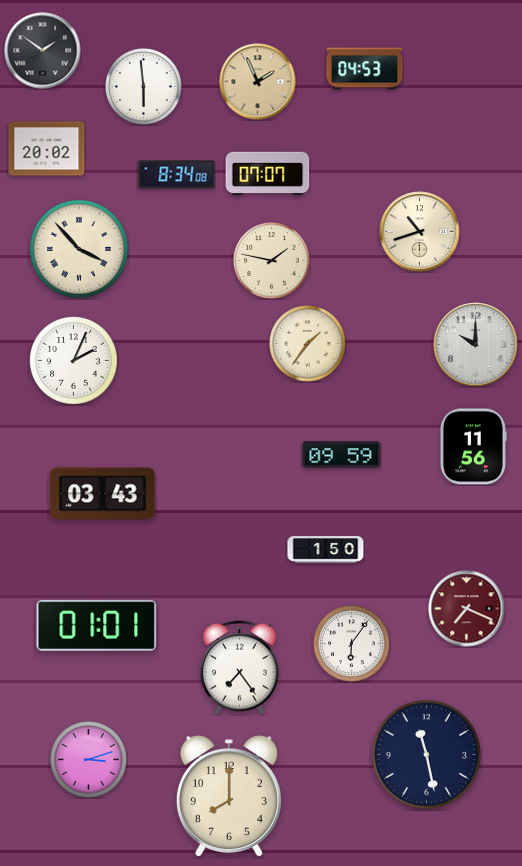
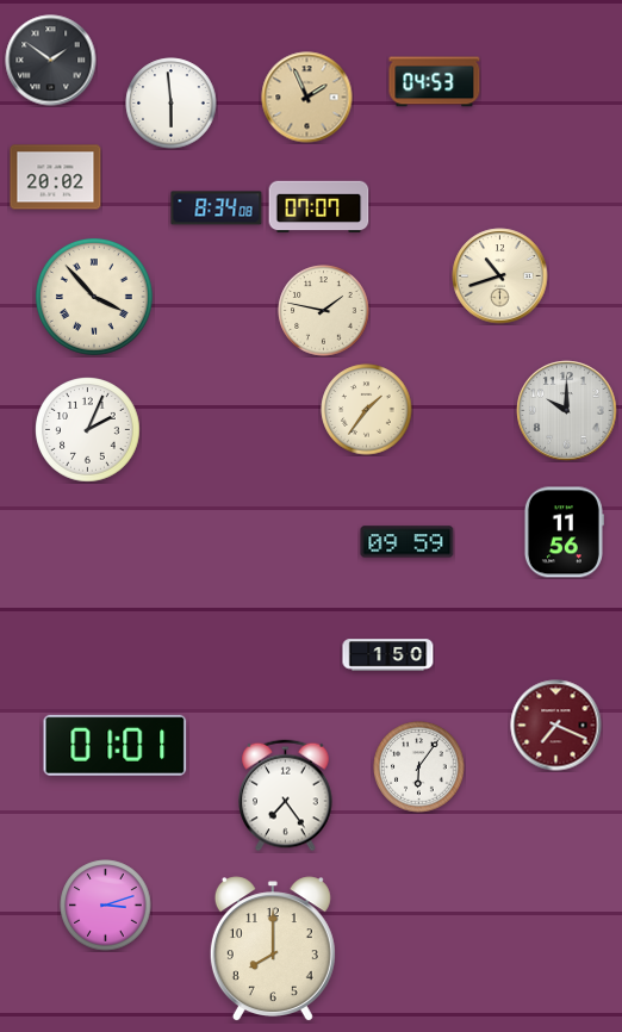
clock at (177, 175) position: (177, 175) -> (217, 209)
clock at (103, 494): 03:43 -> none
clock at (426, 754): 11:28 -> none
